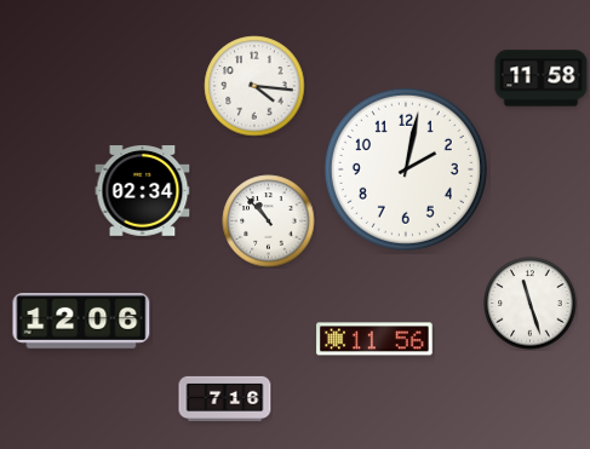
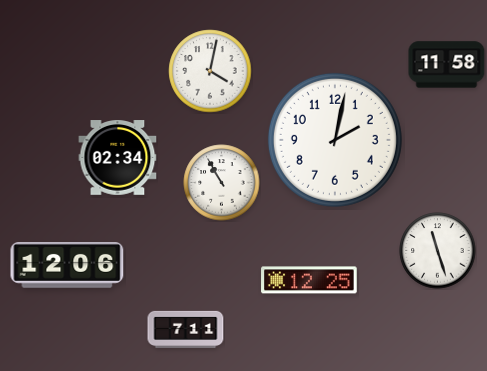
clock at (254, 86): 4:16 -> 4:02
clock at (269, 221): 10:53 -> 10:55
clock at (374, 339): 11:56 -> 12:25
clock at (225, 398): 7:16 -> 7:11
